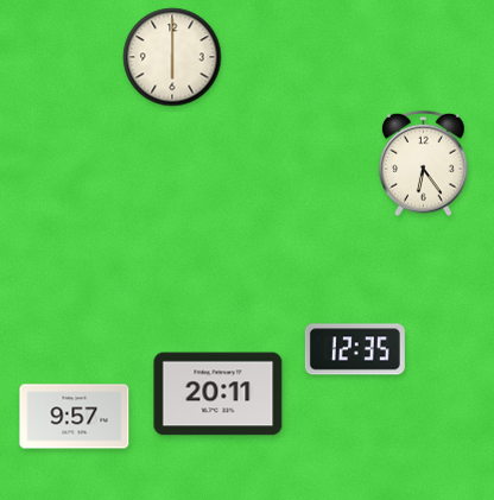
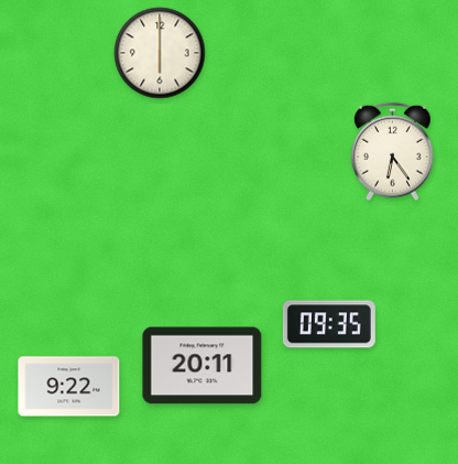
clock at (355, 349): 12:35 -> 09:35
clock at (75, 417): 9:57 -> 9:22
